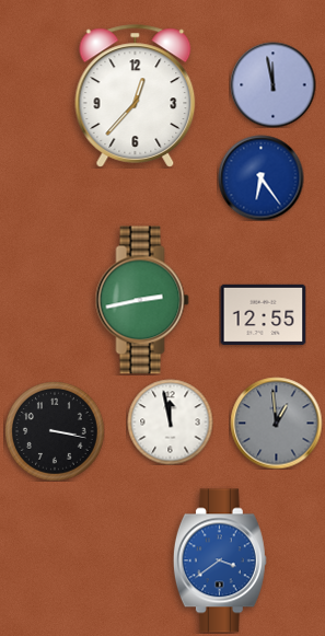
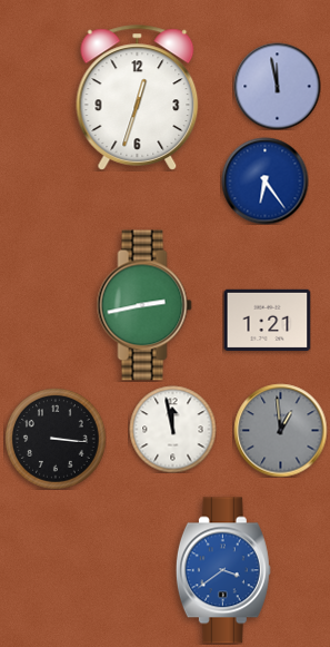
clock at (136, 96): 12:37 -> 12:33
clock at (263, 314): 12:55 -> 1:21
clock at (55, 431): 3:17 -> 3:16
